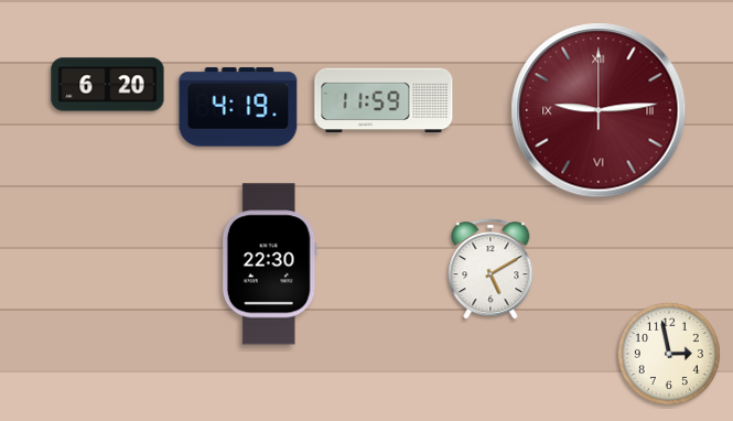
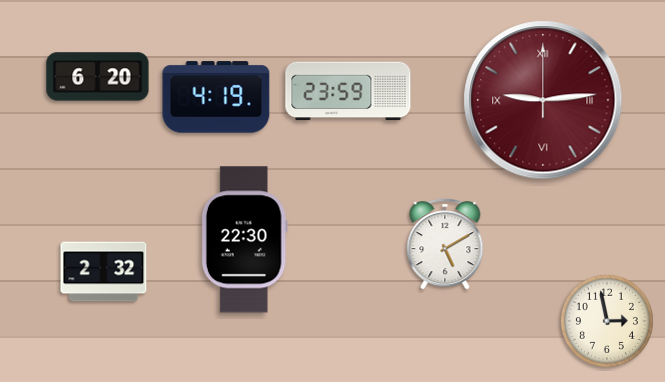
clock at (384, 100): 11:59 -> 23:59
clock at (104, 272): none -> 2:32
